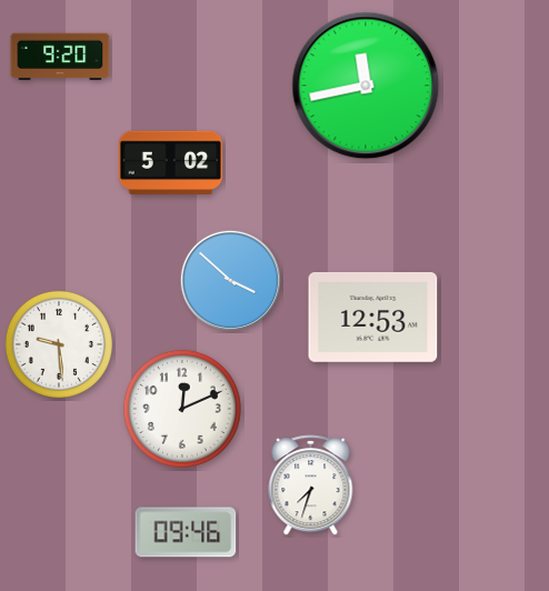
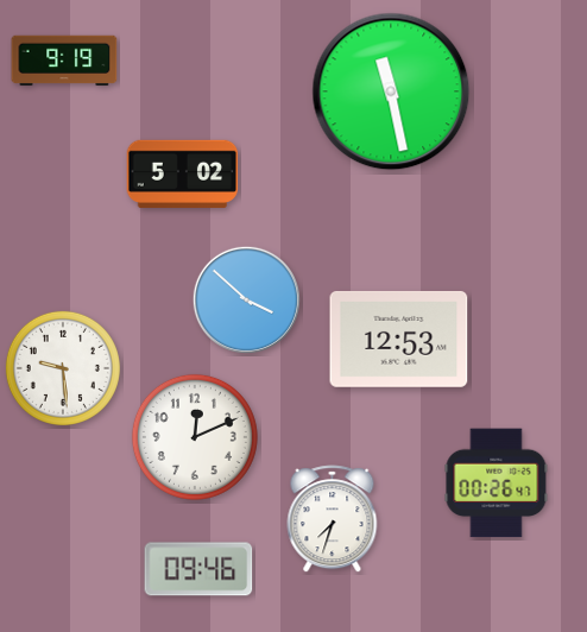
clock at (60, 57): 9:20 -> 9:19
clock at (366, 86): 11:43 -> 11:28
clock at (497, 484): none -> 00:26
